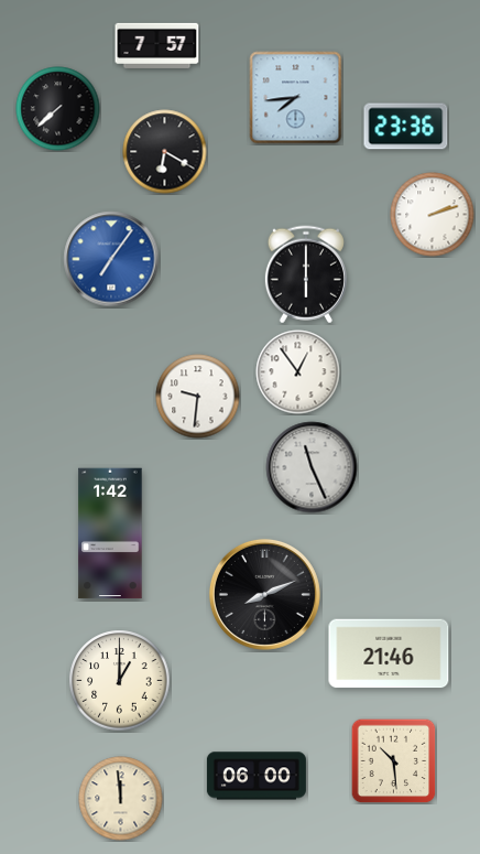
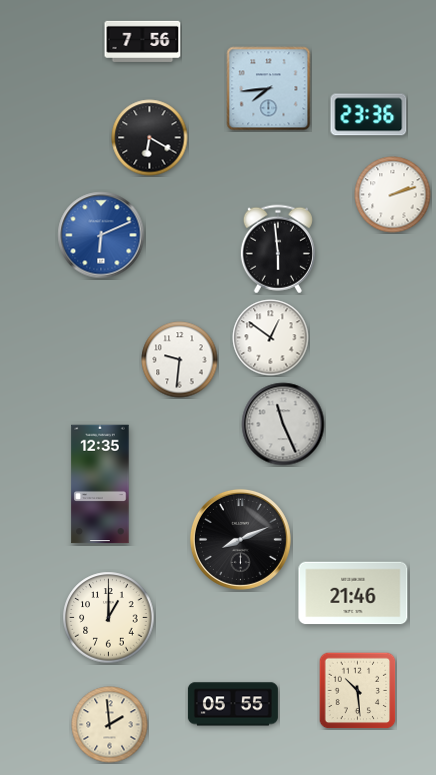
clock at (157, 45): 7:57 -> 7:56
clock at (58, 109): 7:38 -> none
clock at (111, 259): 7:06 -> 6:11
clock at (306, 274): 6:00 -> 5:59
clock at (298, 372): 12:54 -> 12:51
clock at (110, 533): 1:42 -> 12:35
clock at (257, 776): 06:00 -> 05:55
clock at (121, 799): 11:59 -> 1:59
